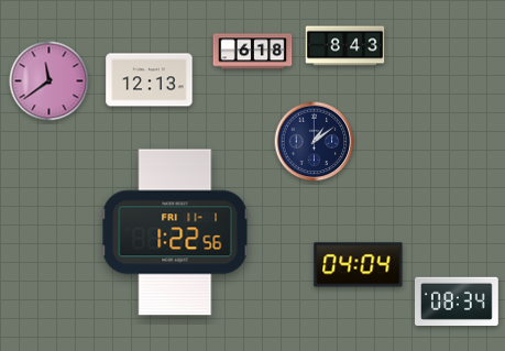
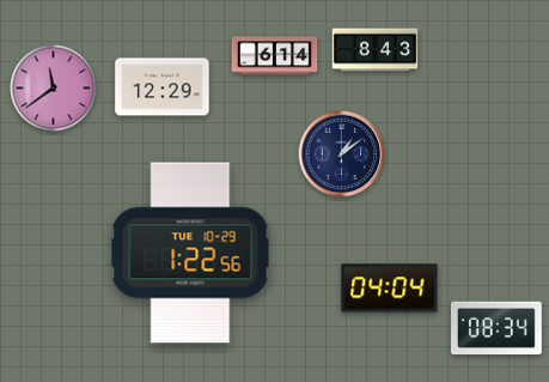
clock at (253, 52): 6:18 -> 6:14
clock at (150, 80): 12:13 -> 12:29
clock at (175, 232) date: FRI 11-1 -> TUE 10-29
